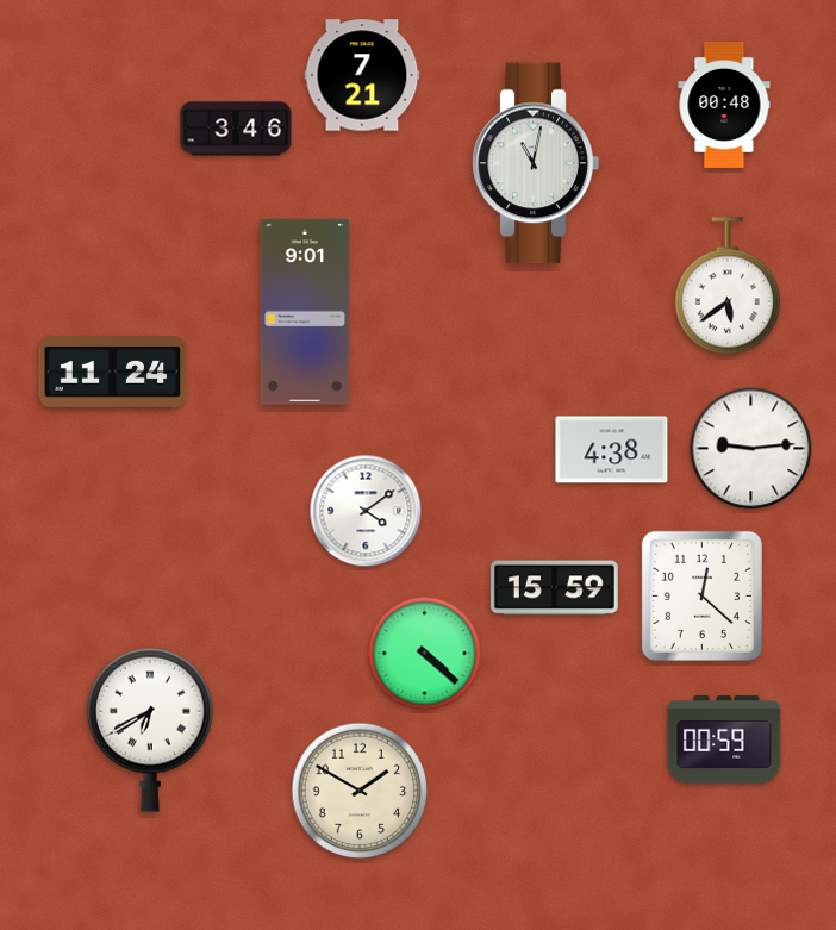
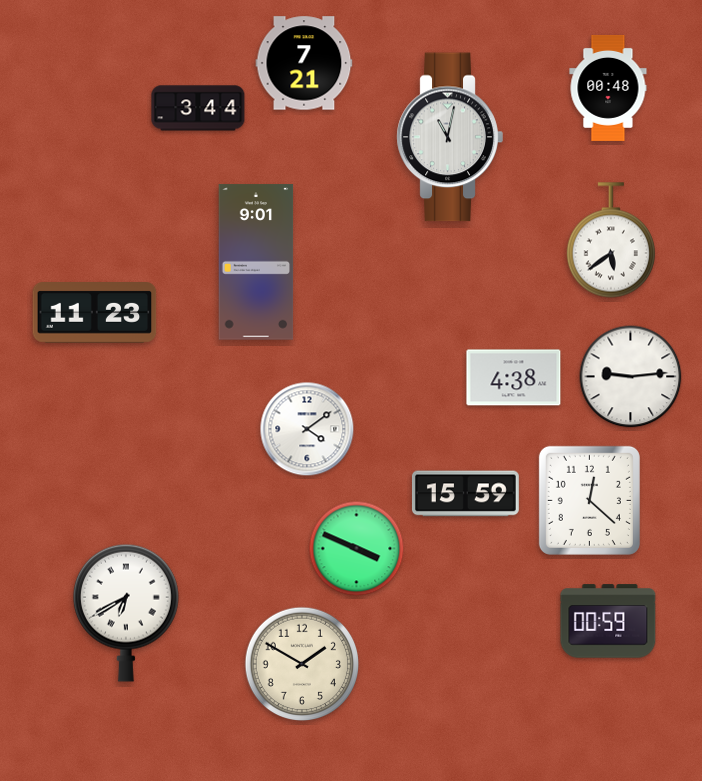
clock at (236, 129): 3:46 -> 3:44
clock at (113, 373): 11:24 -> 11:23
clock at (425, 654): 4:22 -> 3:49
